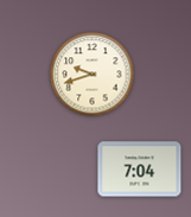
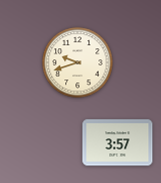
clock at (140, 170): 7:04 -> 3:57
